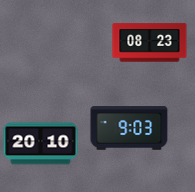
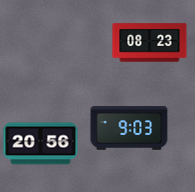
clock at (41, 144): 20:10 -> 20:56
